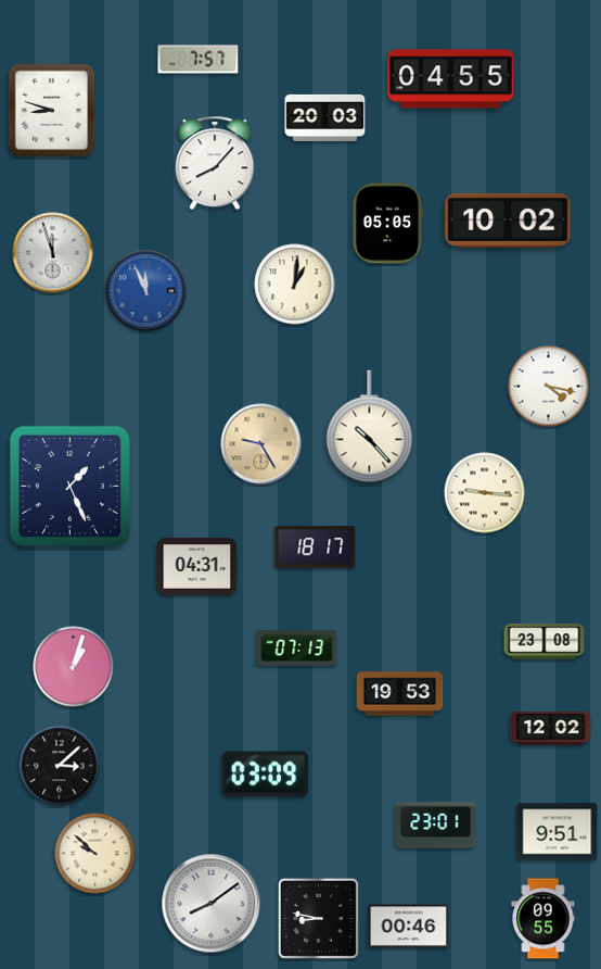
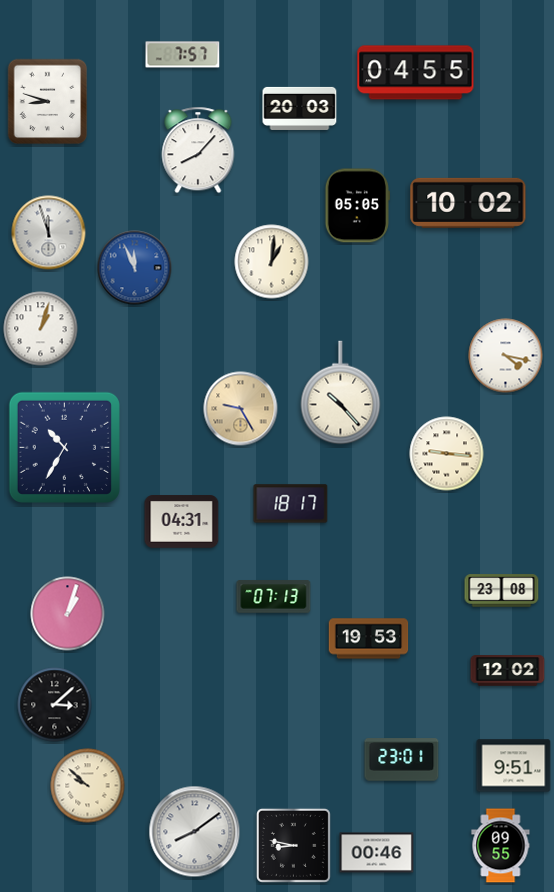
clock at (41, 329): none -> 1:03
clock at (69, 486): 1:26 -> 10:35
clock at (265, 775): 03:09 -> none
